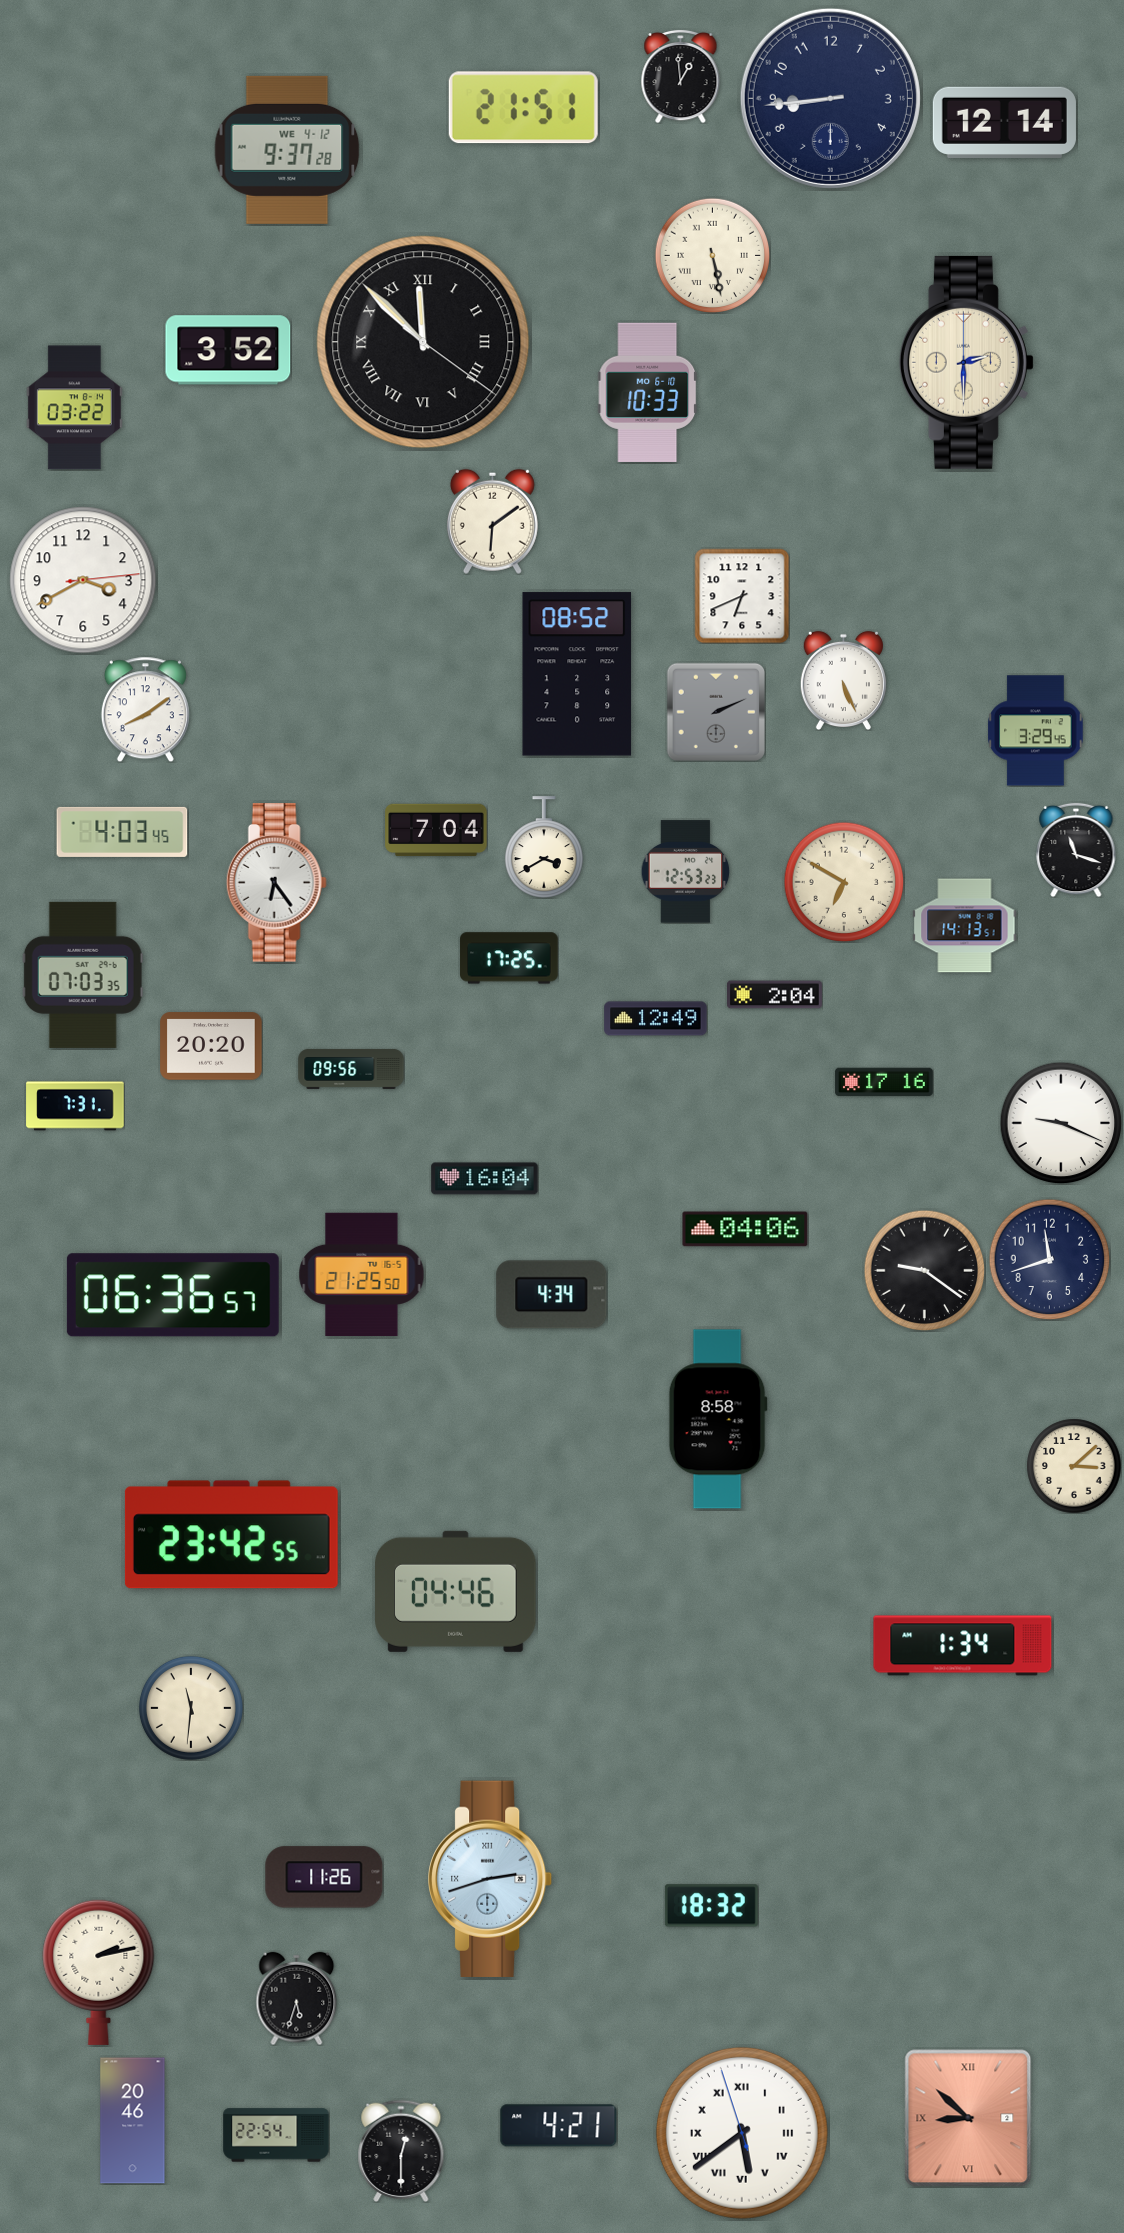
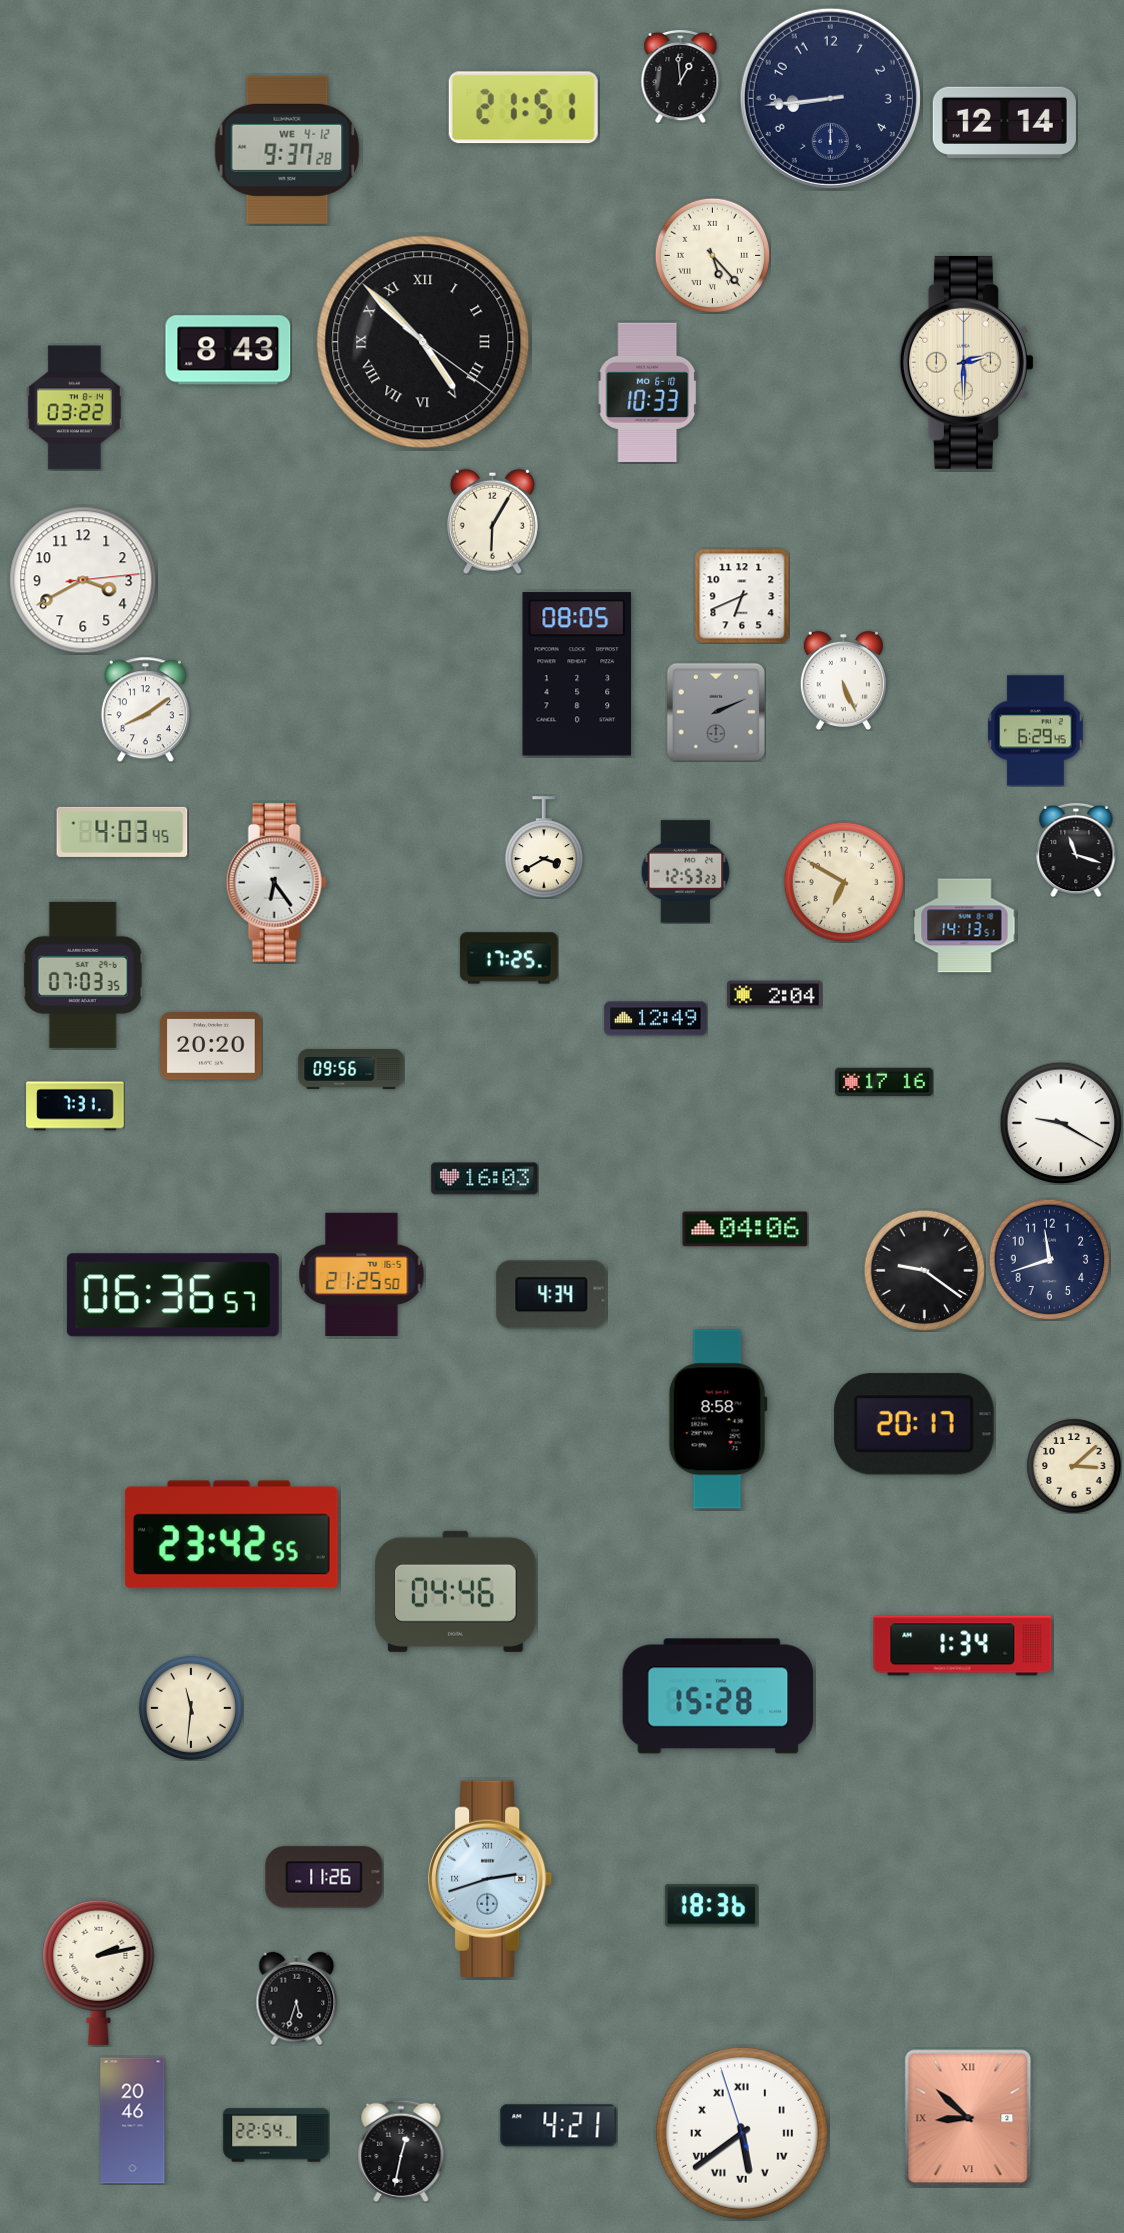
clock at (712, 255): 5:28 -> 5:23
clock at (423, 342): 11:52 -> 4:52
clock at (228, 350): 3:52 -> 8:43
clock at (492, 521): 6:09 -> 6:05
clock at (577, 674): 08:52 -> 08:05
clock at (1036, 731): 3:29 -> 6:29
clock at (436, 830): 7:04 -> none
clock at (1061, 1123): 9:19 -> 9:20
clock at (485, 1179): 16:04 -> 16:03
clock at (914, 1424): none -> 20:17
clock at (718, 1696): none -> 15:28
clock at (711, 1906): 18:32 -> 18:36
clock at (401, 2150): 12:30 -> 12:32
